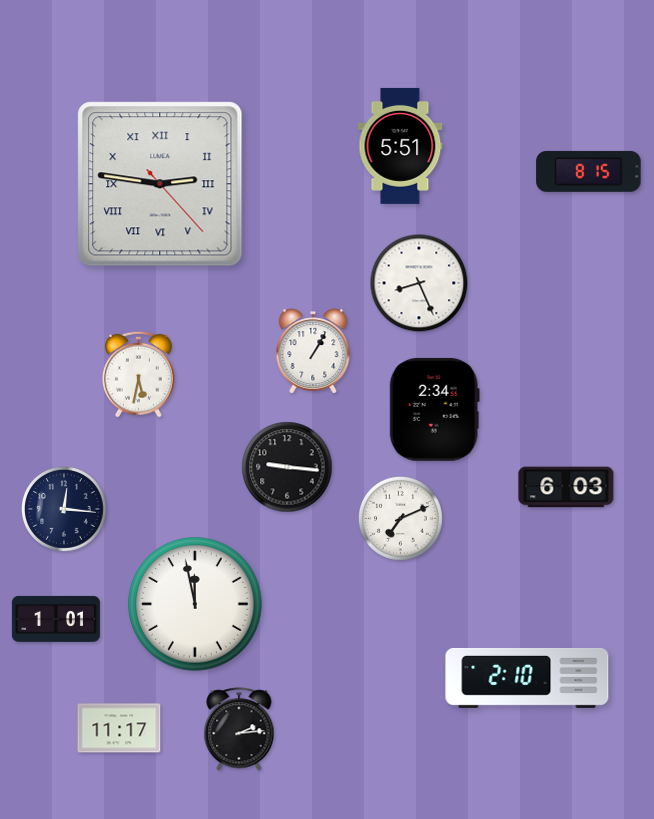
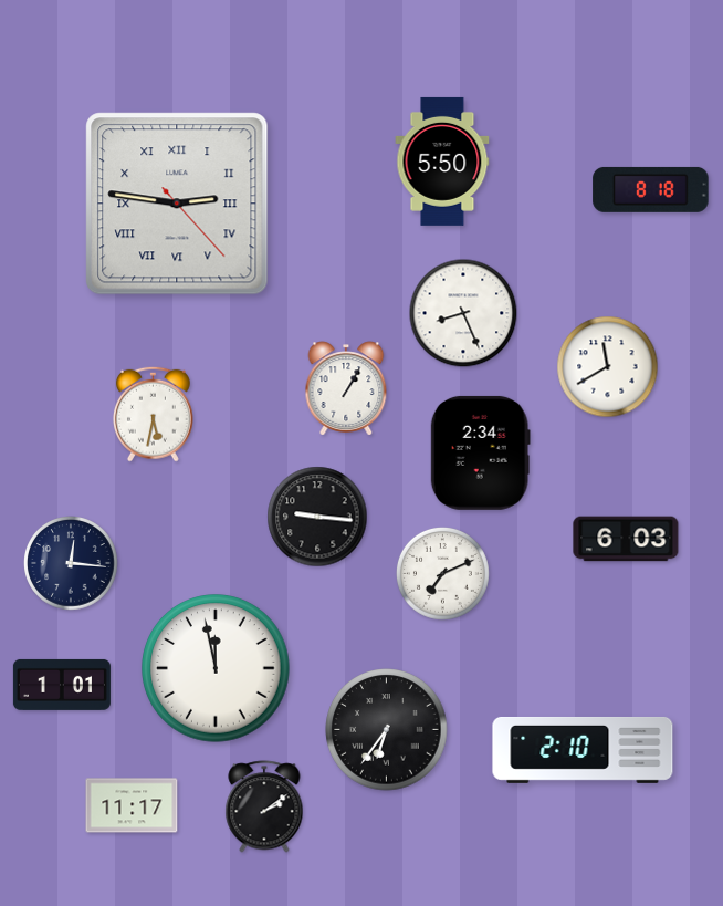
clock at (400, 146): 5:51 -> 5:50
clock at (589, 171): 8:15 -> 8:18
clock at (608, 367): none -> 11:40
clock at (387, 730): none -> 6:36
clock at (239, 729): 2:14 -> 2:09
